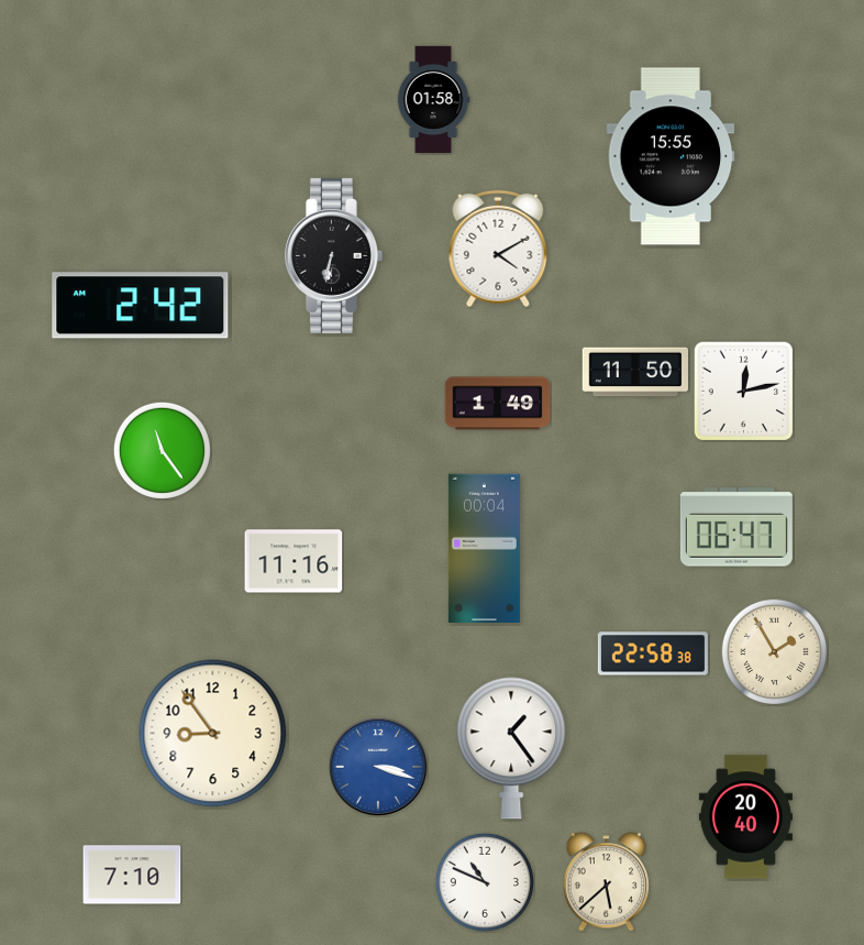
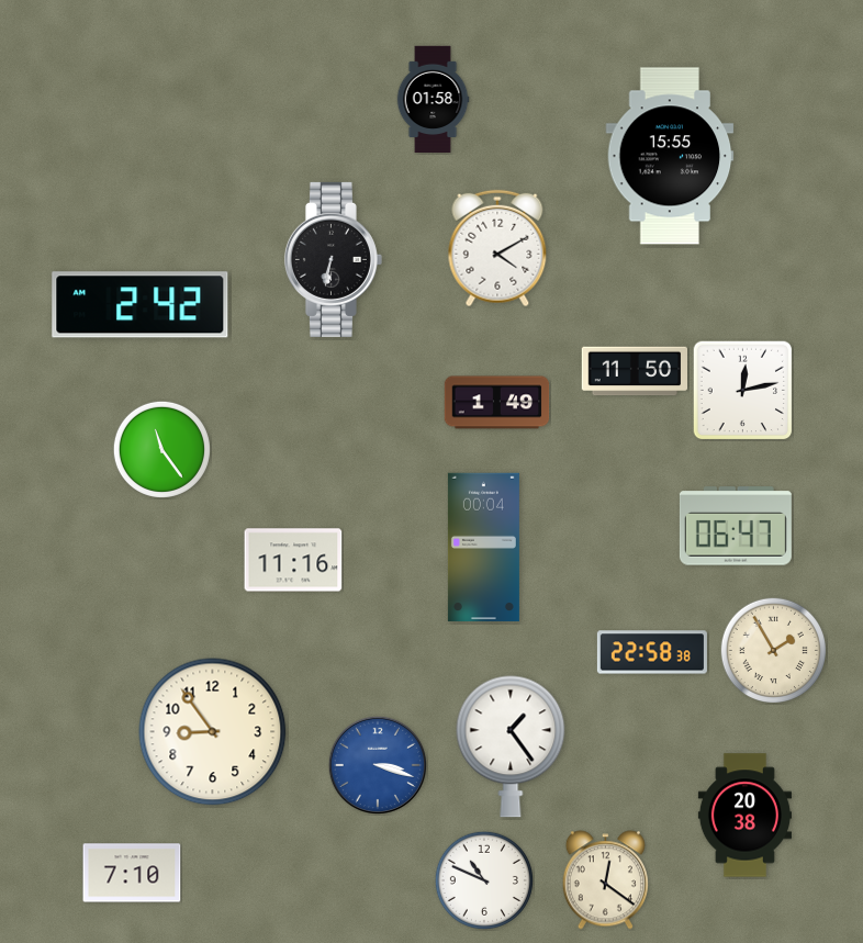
clock at (333, 255) position: (333, 255) -> (333, 259)
clock at (745, 817): 20:40 -> 20:38
clock at (606, 882): 5:38 -> 12:21
